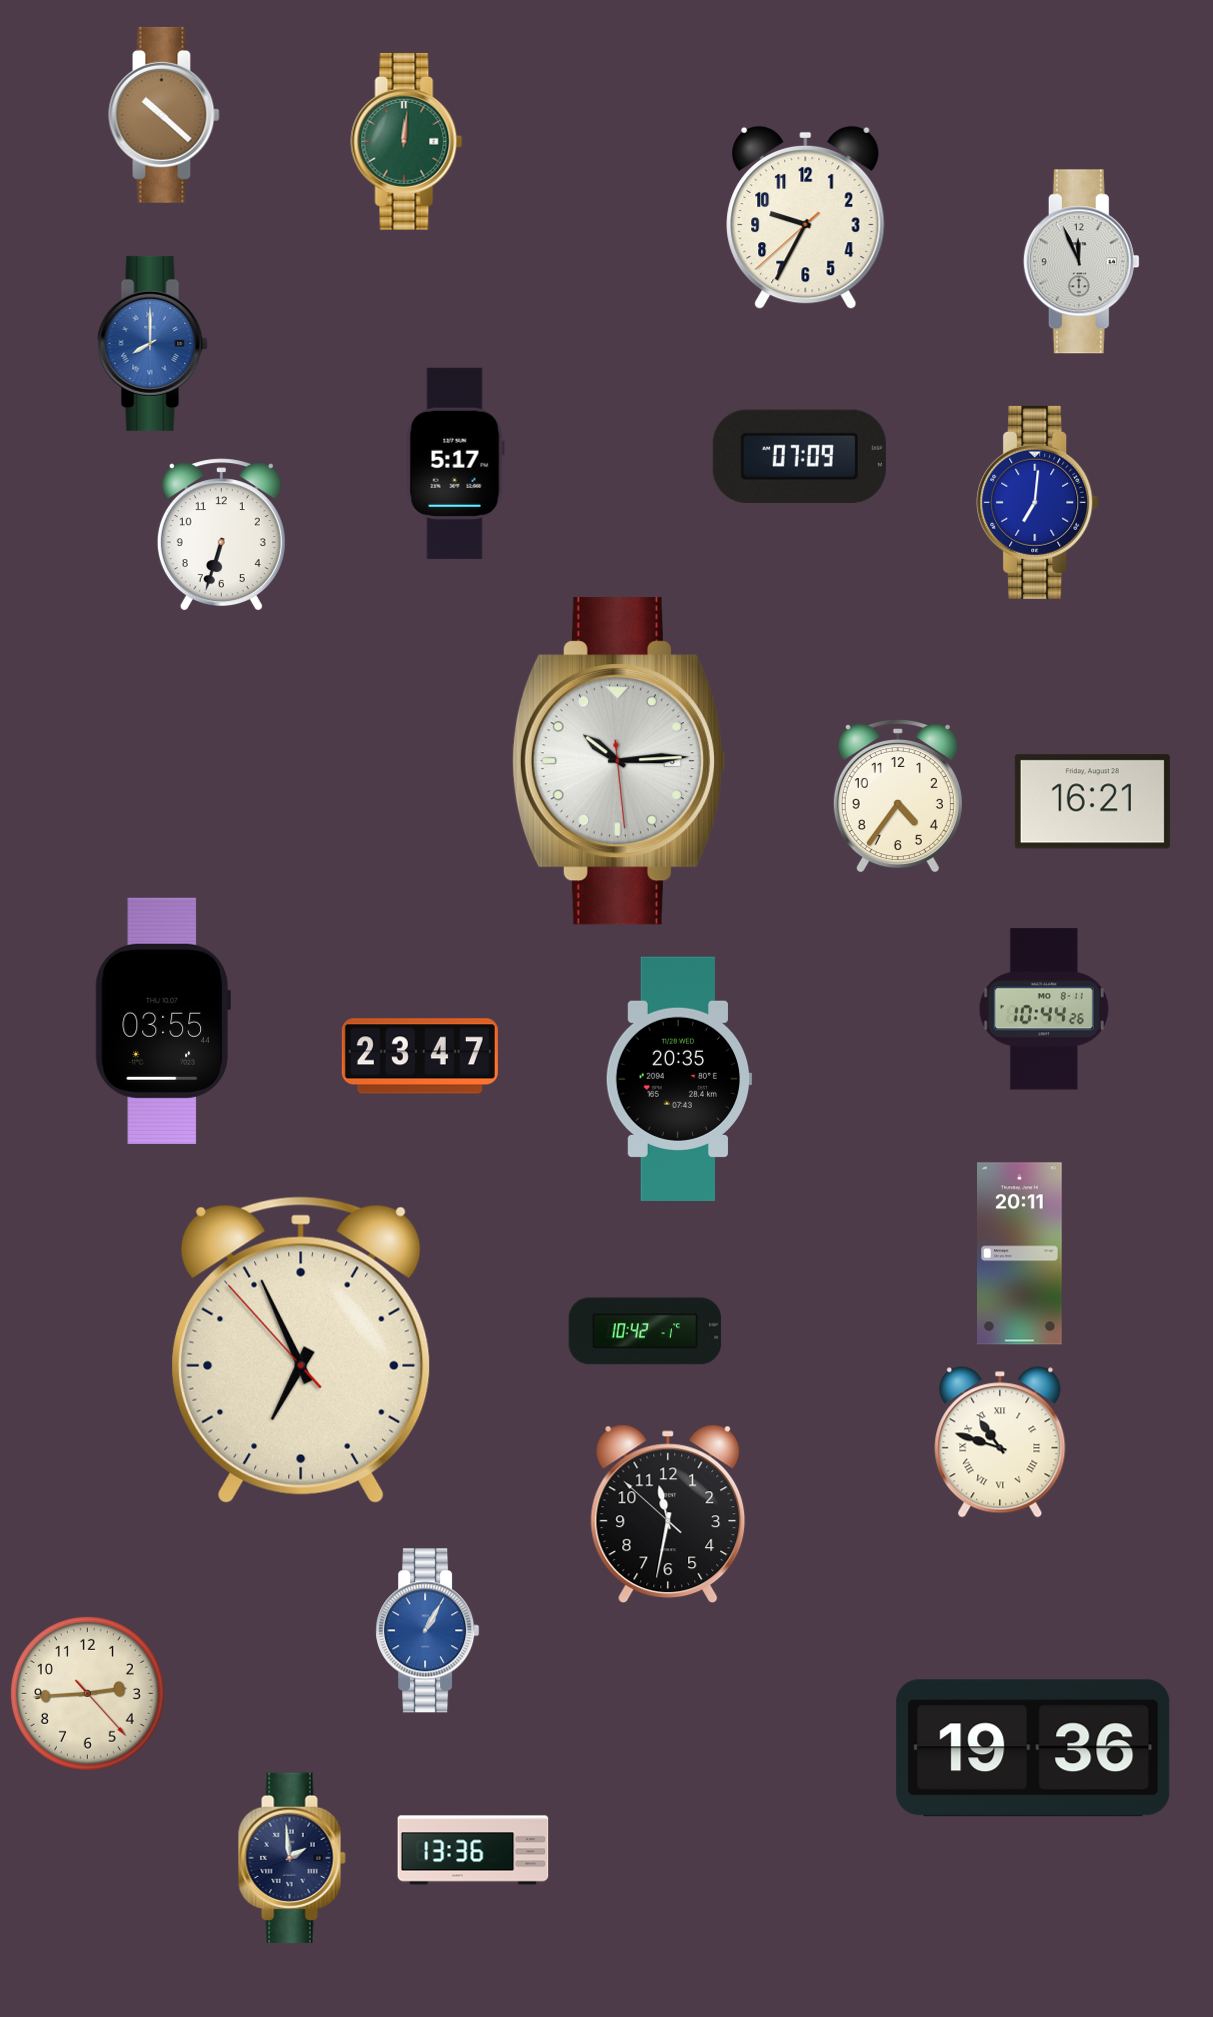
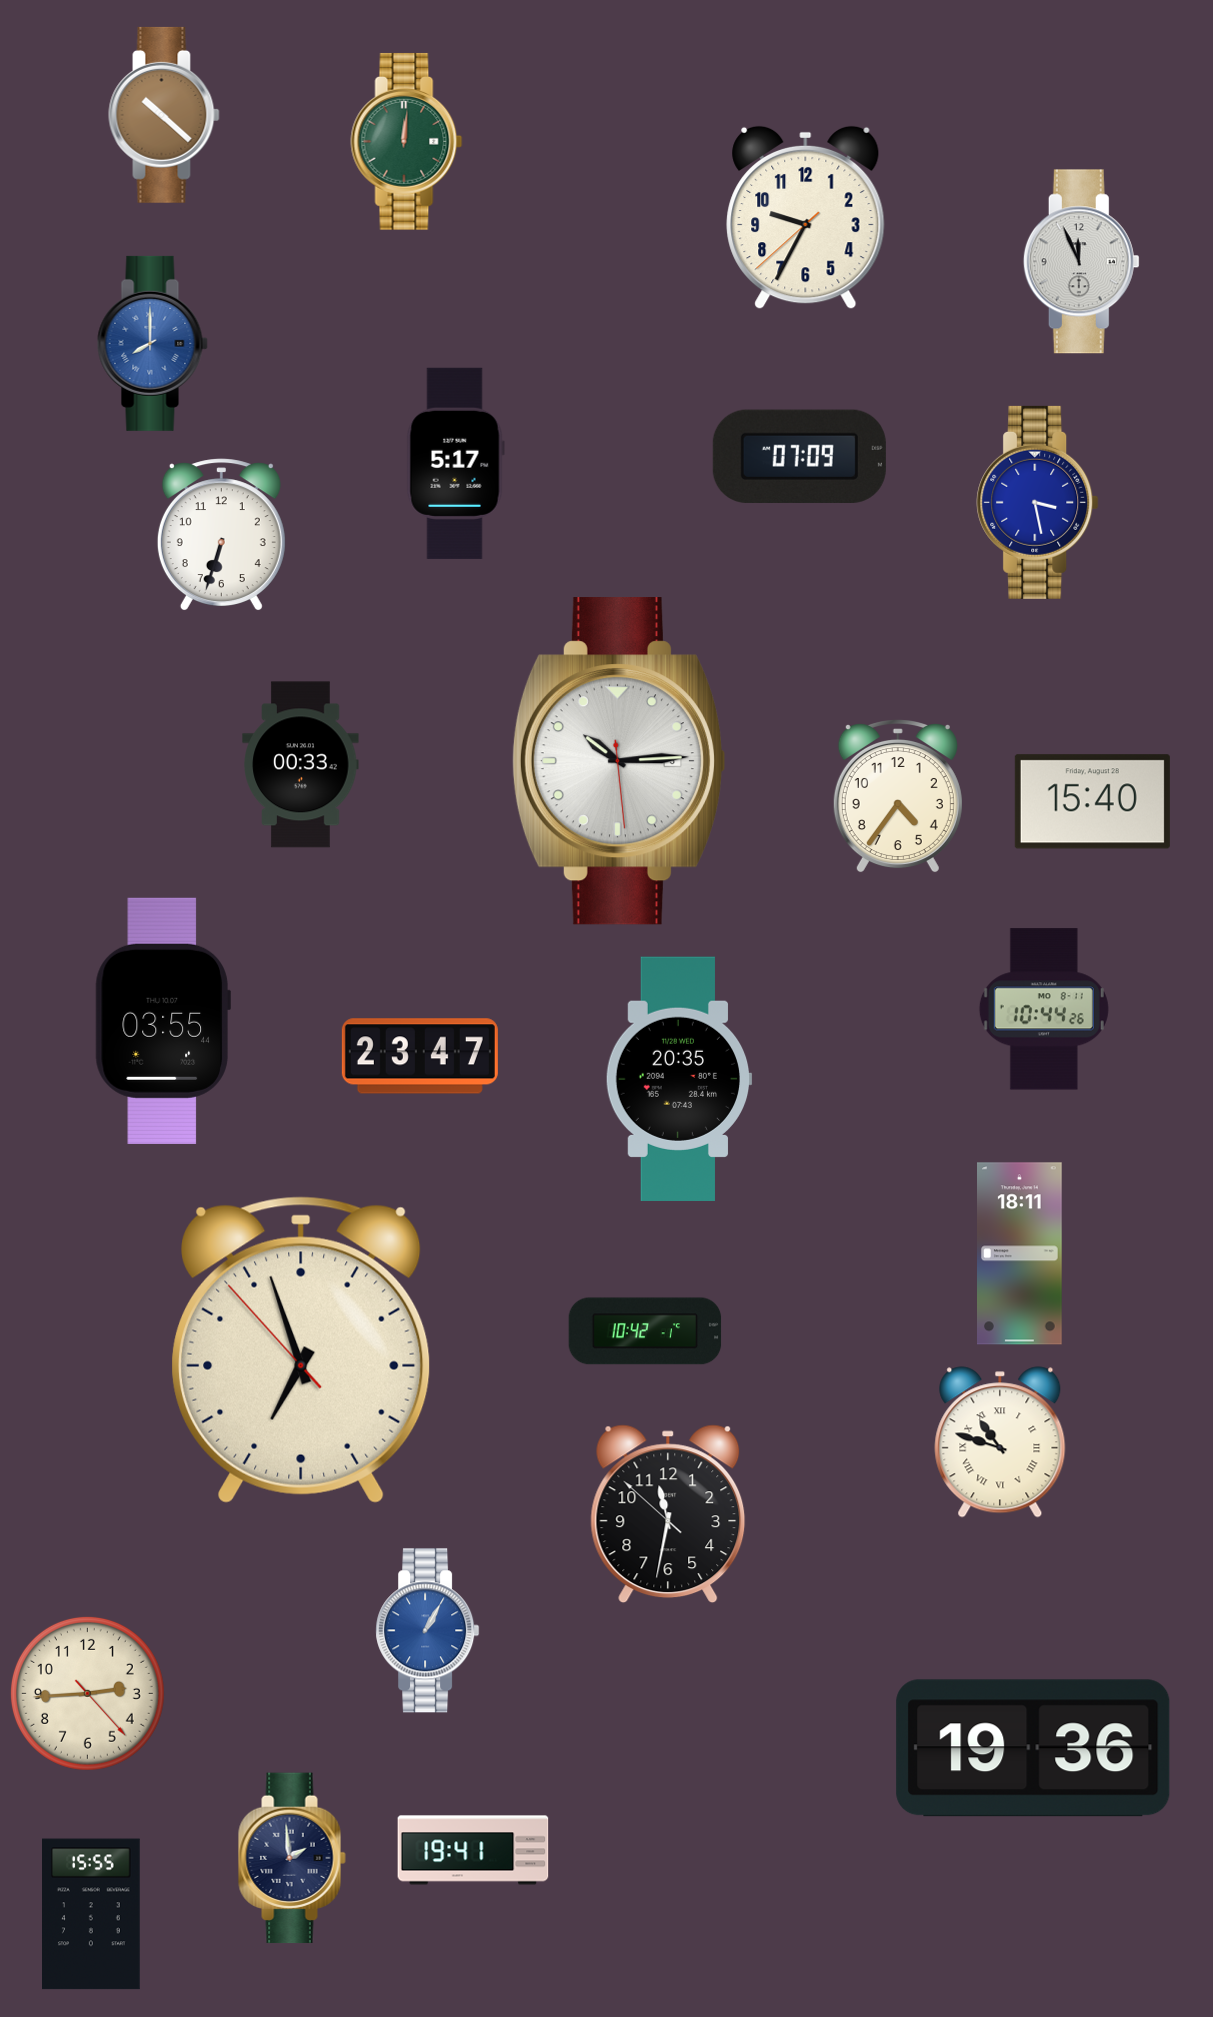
clock at (1038, 502): 7:01 -> 3:28
clock at (301, 765): none -> 00:33
clock at (1092, 802): 16:21 -> 15:40
clock at (1020, 1254): 20:11 -> 18:11
clock at (301, 1350): 6:55 -> 6:56
clock at (473, 1850): 13:36 -> 19:41
clock at (92, 1914): none -> 15:55
